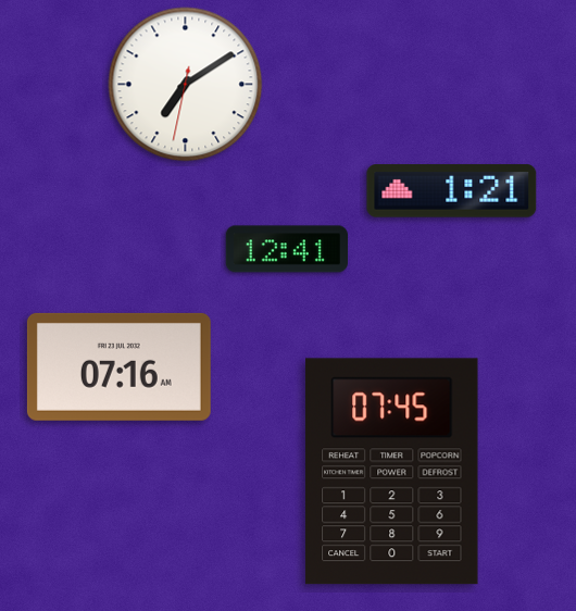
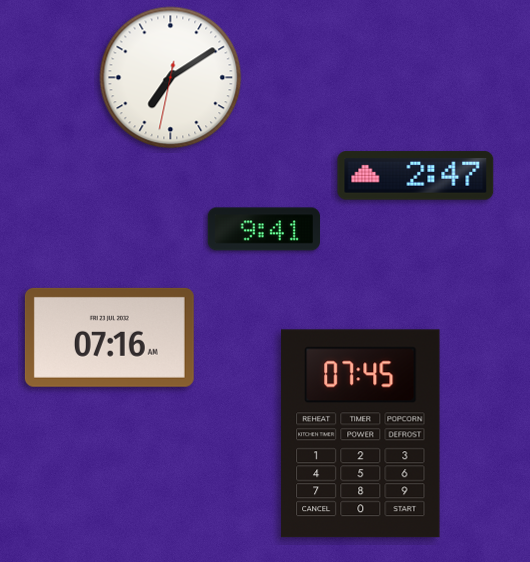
clock at (452, 191): 1:21 -> 2:47
clock at (286, 249): 12:41 -> 9:41
